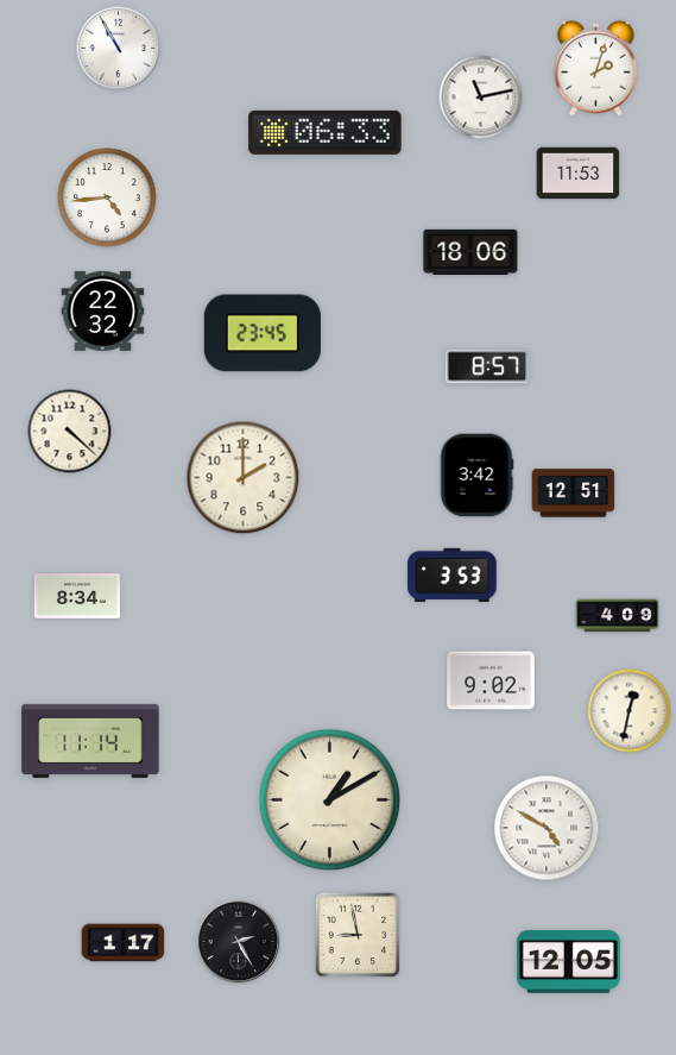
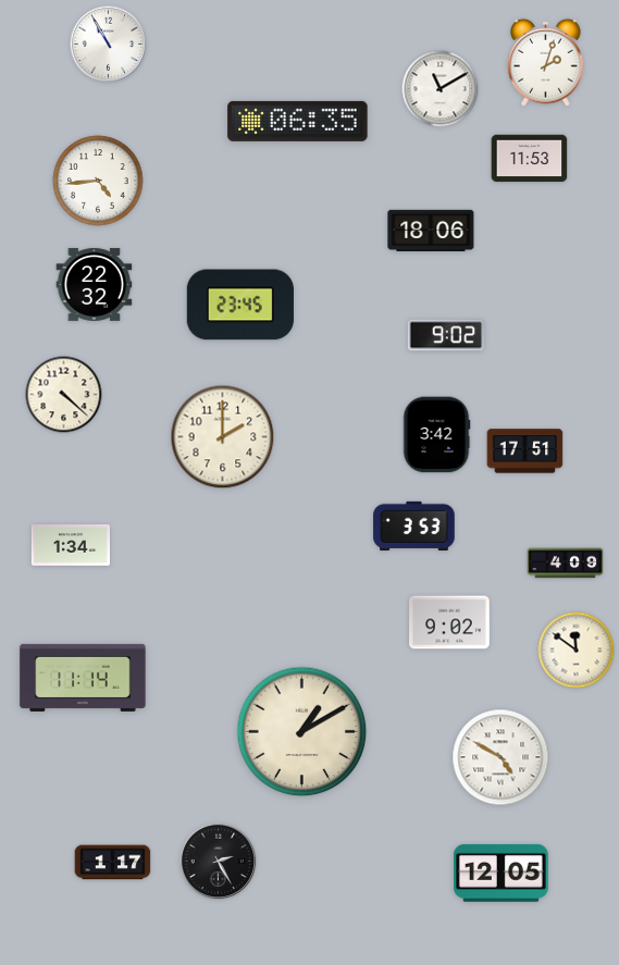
clock at (481, 98): 11:13 -> 11:10
clock at (326, 132): 06:33 -> 06:35
clock at (487, 366): 8:57 -> 9:02
clock at (574, 494): 12:51 -> 17:51
clock at (77, 597): 8:34 -> 1:34
clock at (630, 711): 12:32 -> 11:51
clock at (358, 935): 8:58 -> none
clock at (568, 961) position: (568, 961) -> (500, 873)
